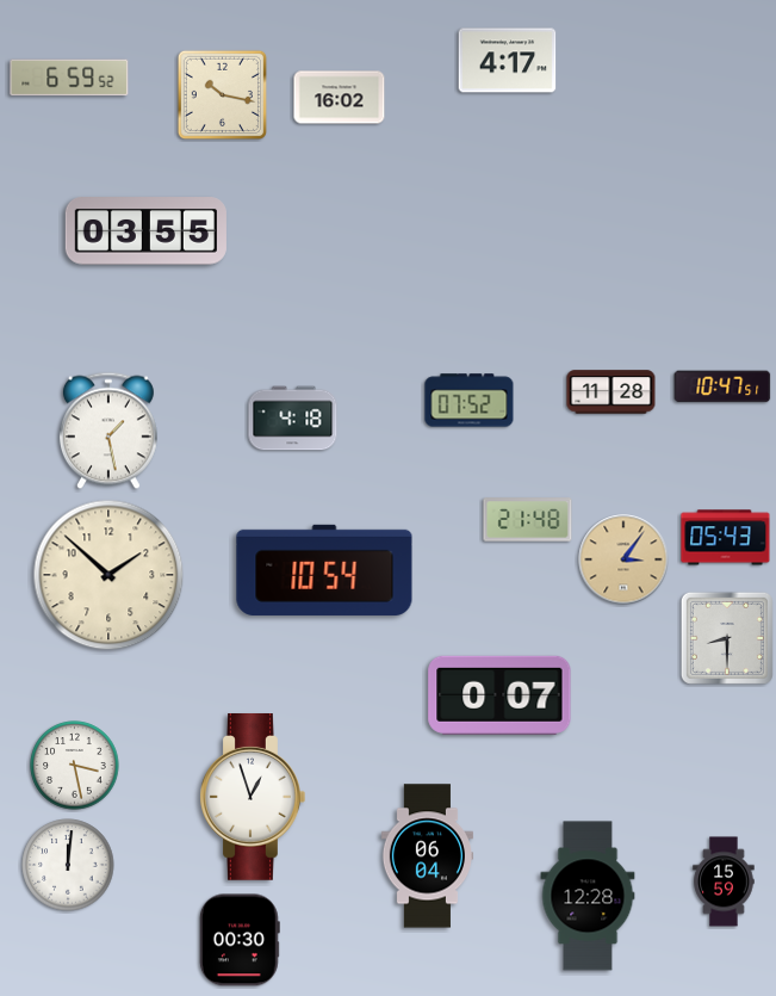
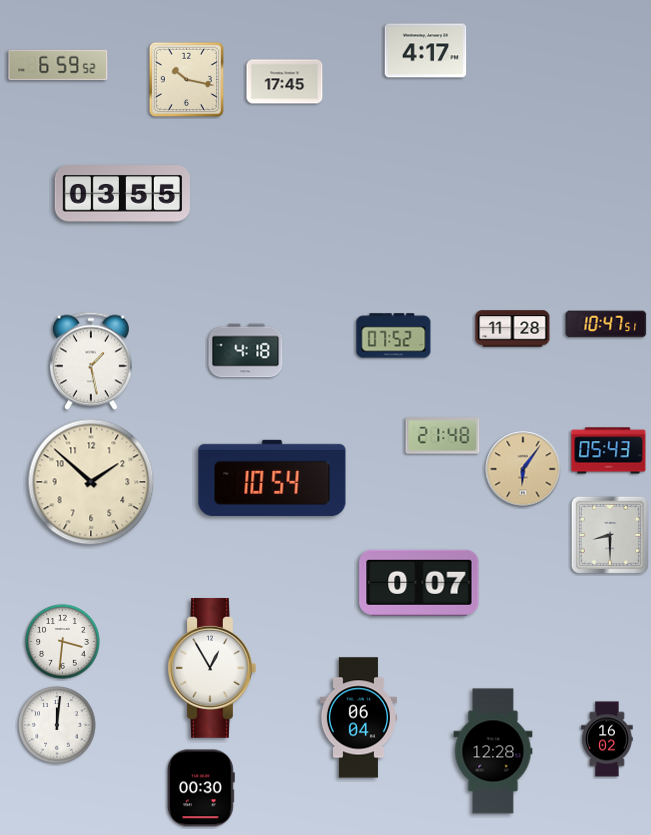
clock at (340, 98): 16:02 -> 17:45
clock at (623, 559): 3:06 -> 6:06
clock at (75, 766): 3:28 -> 3:31
clock at (253, 798): 12:57 -> 12:55
clock at (724, 881): 15:59 -> 16:02
